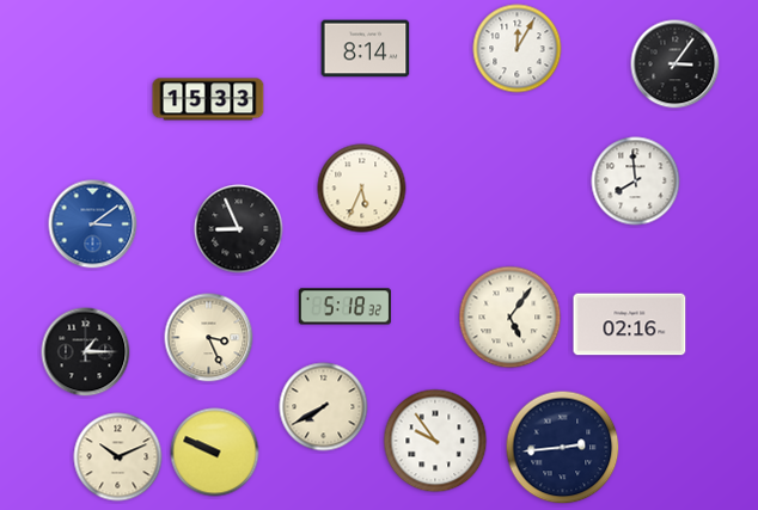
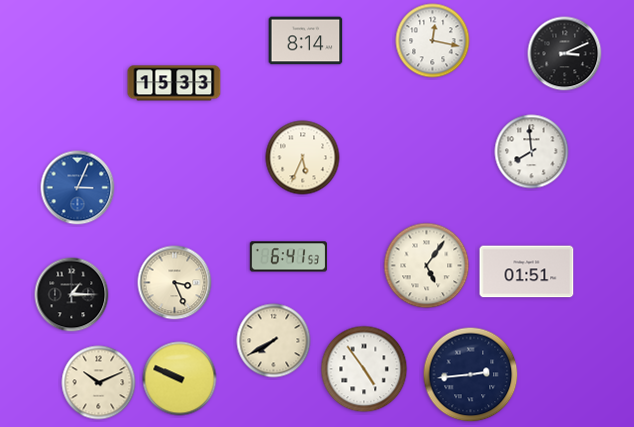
clock at (518, 49): 12:05 -> 12:17
clock at (676, 64): 3:06 -> 3:11
clock at (93, 225): 3:09 -> 3:04
clock at (239, 229): 8:56 -> none
clock at (344, 307): 5:18 -> 6:41
clock at (630, 325): 02:16 -> 01:51
clock at (324, 407) position: (324, 407) -> (274, 341)
clock at (435, 441): 9:54 -> 4:54
